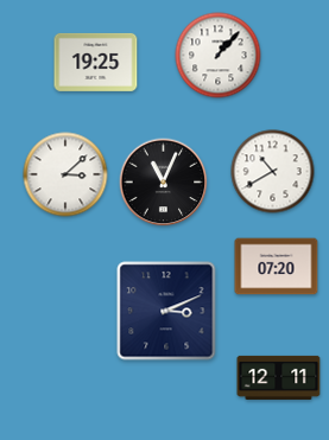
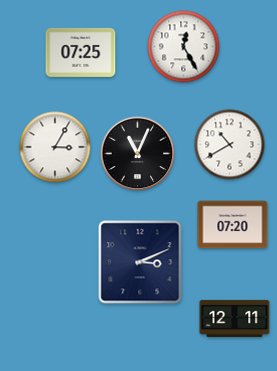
clock at (219, 56): 1:07 -> 12:25
clock at (96, 62): 19:25 -> 07:25
clock at (65, 174): 3:08 -> 3:05
